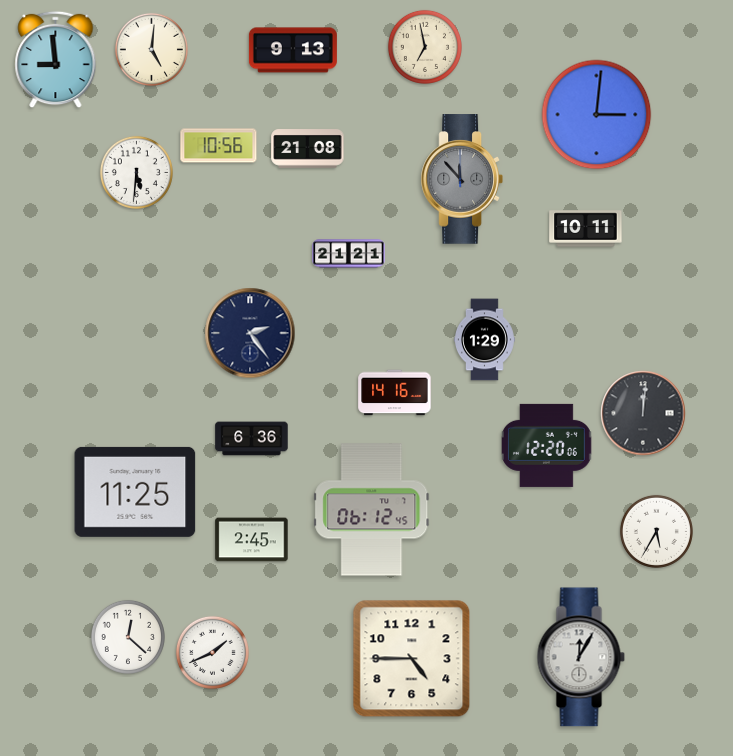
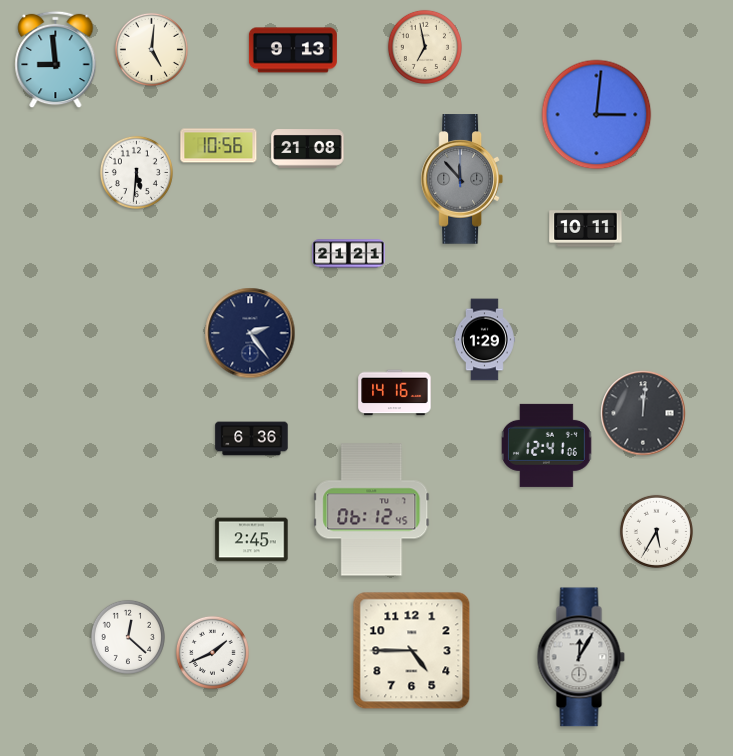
clock at (547, 445): 12:20 -> 12:41
clock at (135, 492): 11:25 -> none
clock at (412, 659) position: (412, 659) -> (412, 651)
